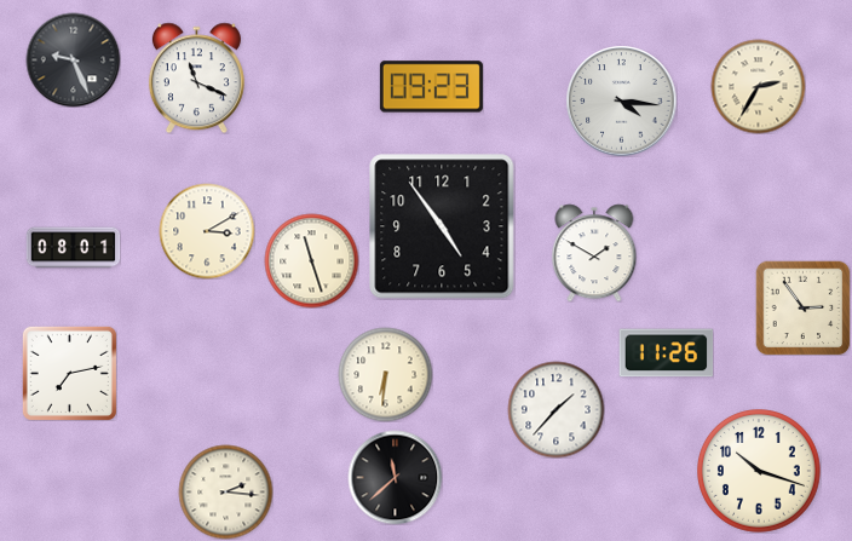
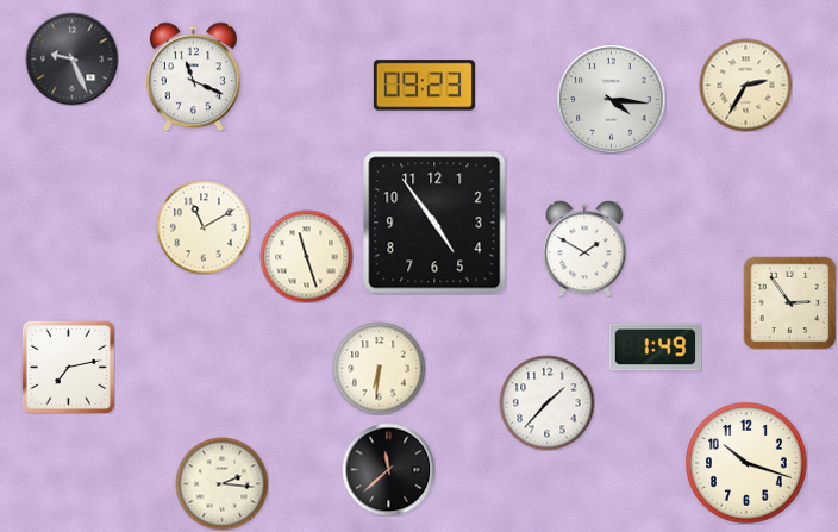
clock at (207, 231): 3:10 -> 11:10
clock at (73, 248): 08:01 -> none
clock at (666, 353): 11:26 -> 1:49
